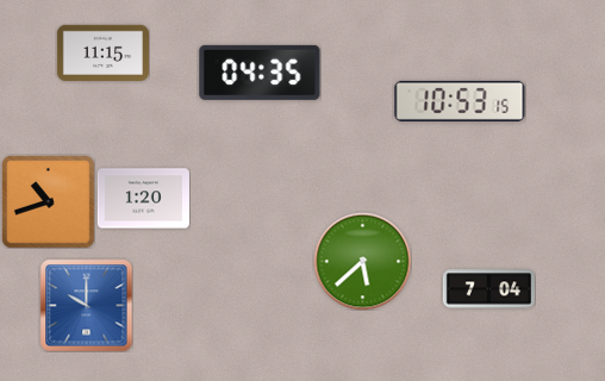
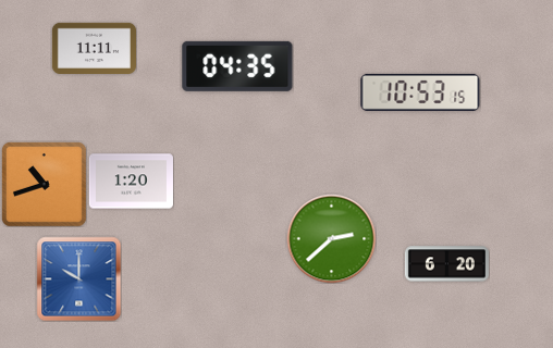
clock at (102, 52): 11:15 -> 11:11
clock at (362, 261): 5:38 -> 2:38
clock at (488, 289): 7:04 -> 6:20
